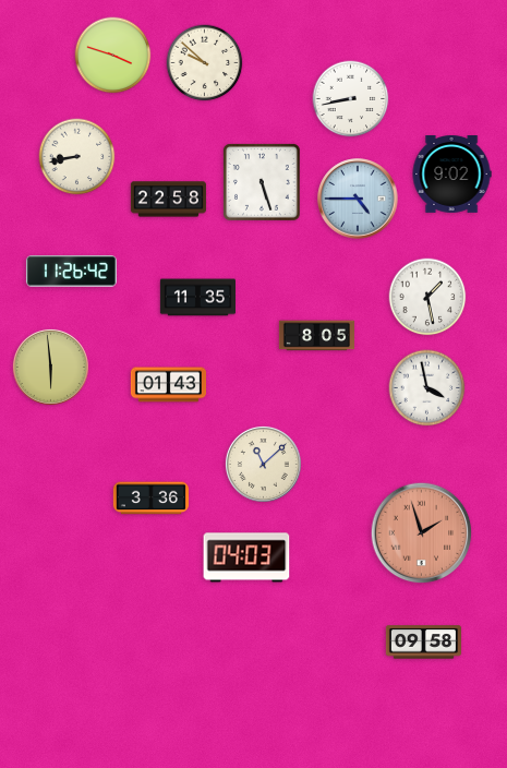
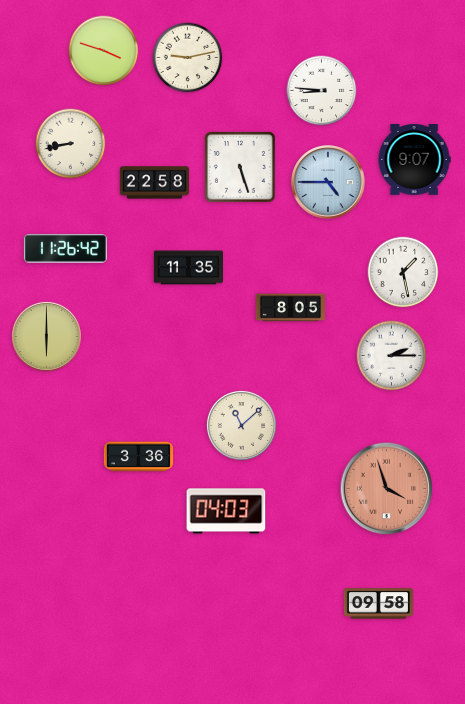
clock at (205, 63): 9:52 -> 9:13
clock at (351, 99): 8:43 -> 8:46
clock at (451, 175): 9:02 -> 9:07
clock at (427, 297) position: (427, 297) -> (403, 272)
clock at (197, 298) position: (197, 298) -> (188, 268)
clock at (50, 367): 5:59 -> 6:00
clock at (168, 385): 01:43 -> none
clock at (427, 388): 3:58 -> 2:15
clock at (422, 533): 1:57 -> 3:57
clock at (423, 643) position: (423, 643) -> (378, 604)
